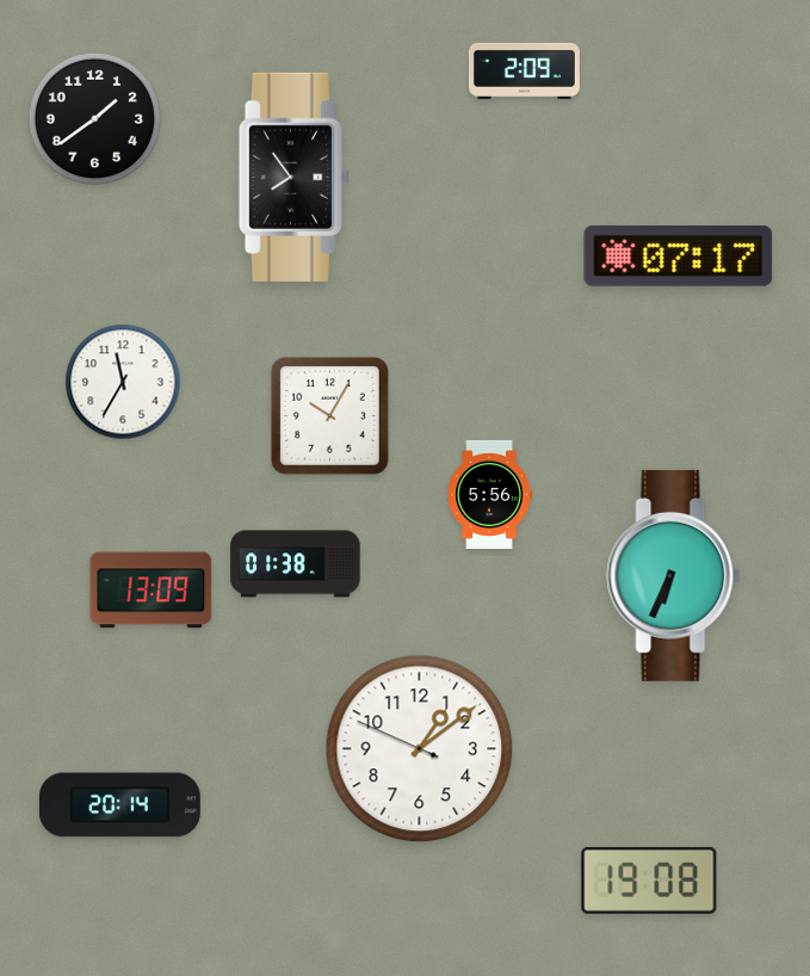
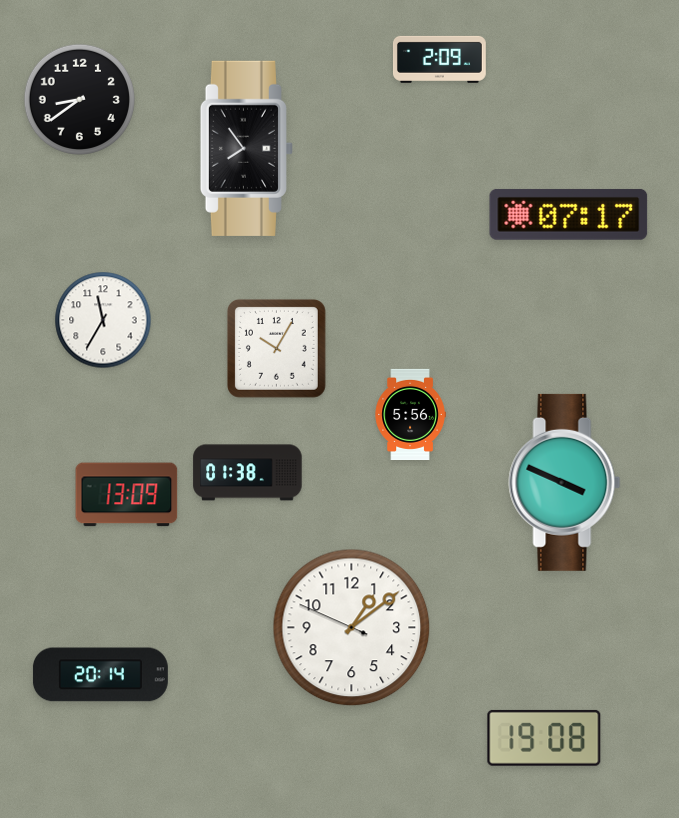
clock at (94, 118): 1:39 -> 8:39
clock at (674, 575): 6:34 -> 3:49
